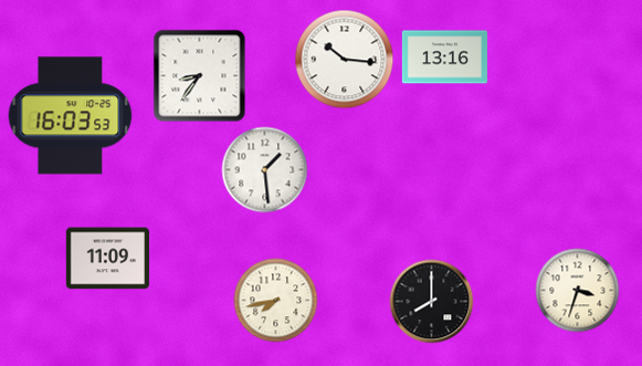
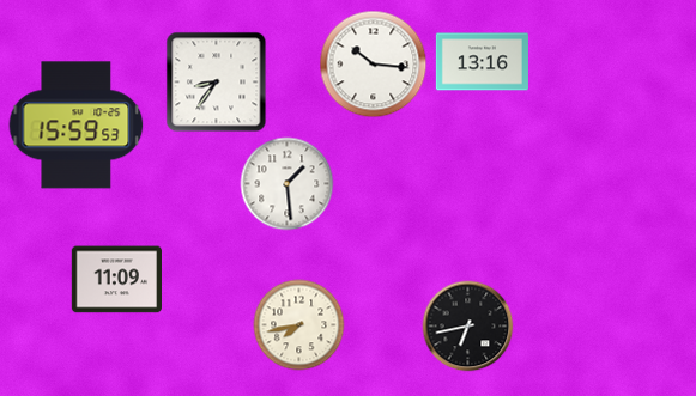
clock at (71, 116): 16:03 -> 15:59
clock at (578, 291): 3:33 -> none
clock at (432, 302): 8:00 -> 6:43
